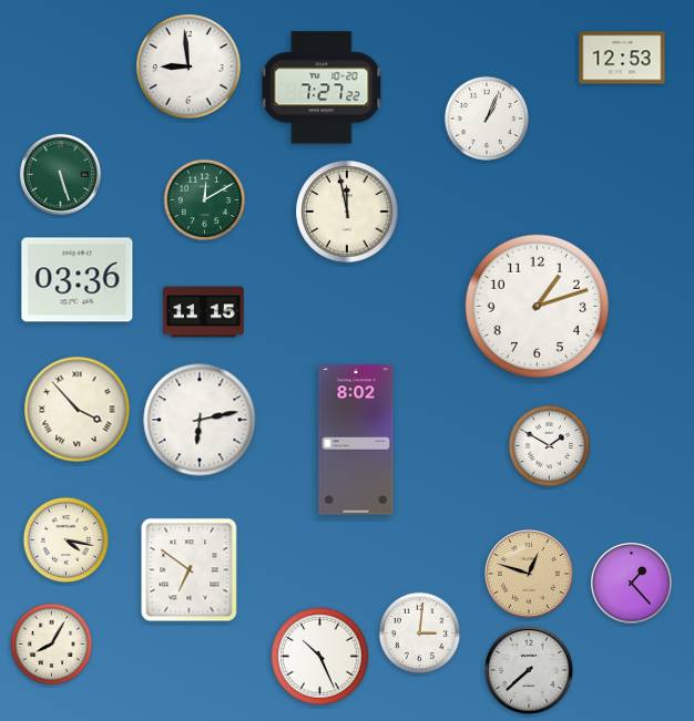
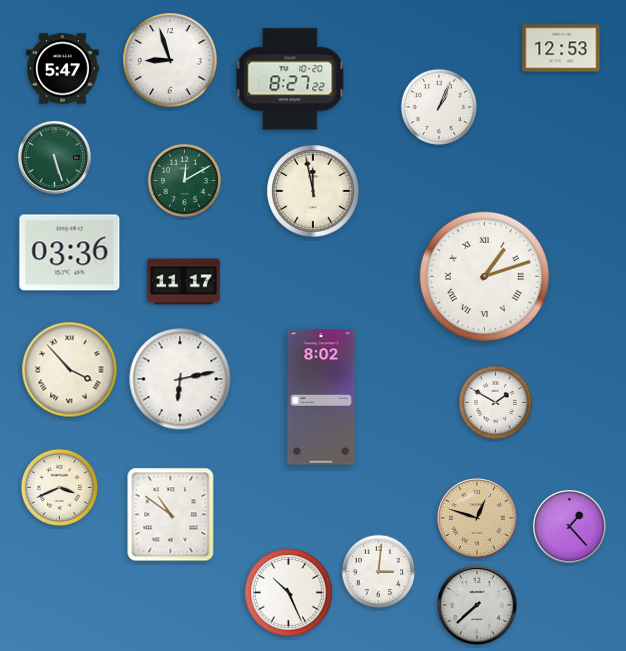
clock at (622, 58) position: (622, 58) -> (561, 48)
clock at (188, 66): 8:59 -> 8:57
clock at (63, 69): none -> 5:47
clock at (322, 87): 7:27 -> 8:27
clock at (537, 306) numerals: Arabic -> Roman
clock at (204, 312): 11:15 -> 11:17
clock at (65, 539): 4:17 -> 3:41
clock at (190, 570): 6:51 -> 10:51
clock at (52, 645): 8:05 -> none
